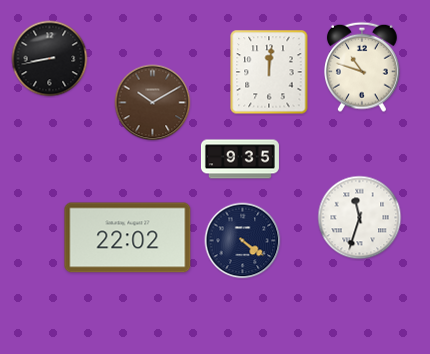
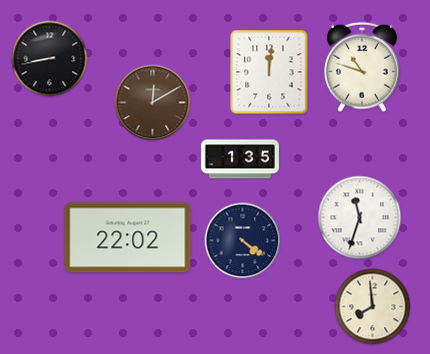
clock at (153, 103): 10:10 -> 12:10
clock at (240, 159): 9:35 -> 1:35
clock at (373, 307): none -> 7:59
